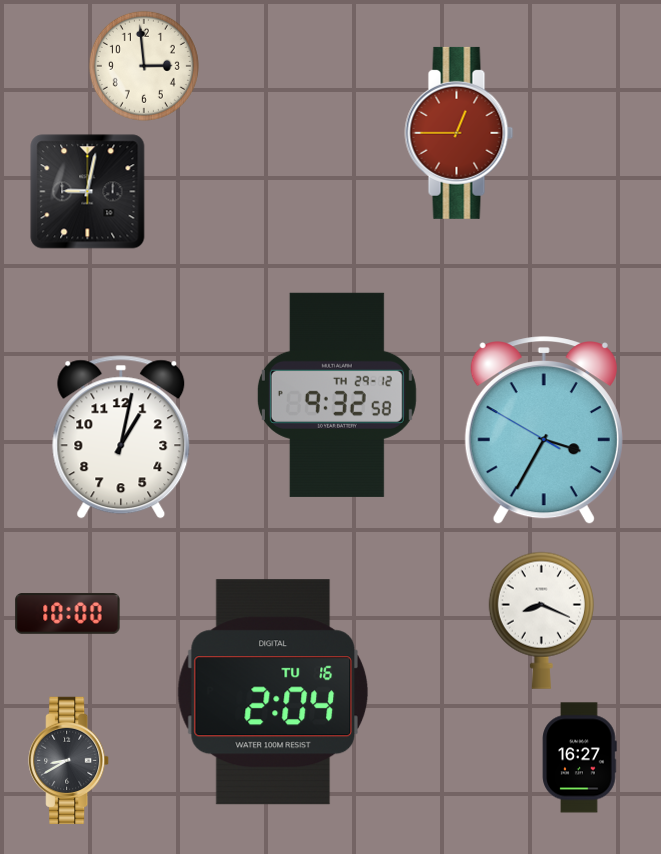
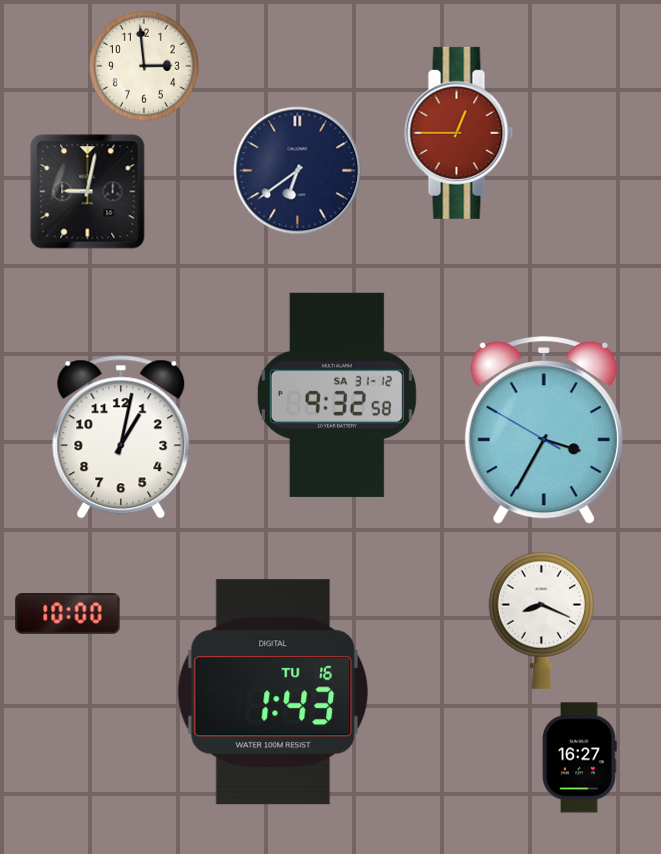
clock at (298, 171): none -> 6:39
clock at (337, 395) date: TH 29-12 -> SA 31-12
clock at (273, 692): 2:04 -> 1:43
clock at (69, 760): 8:40 -> none
